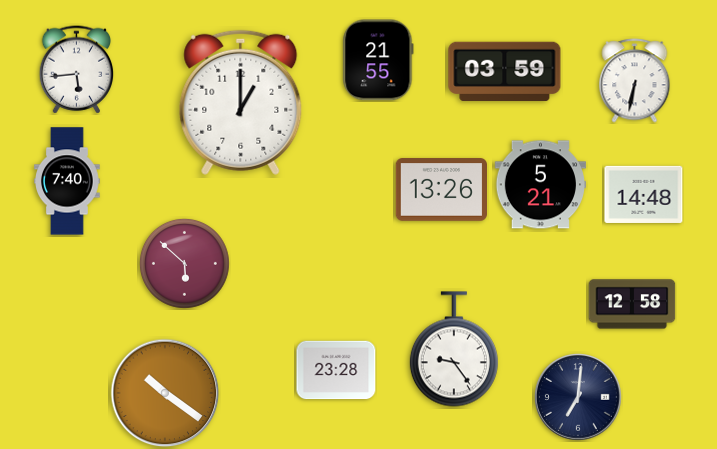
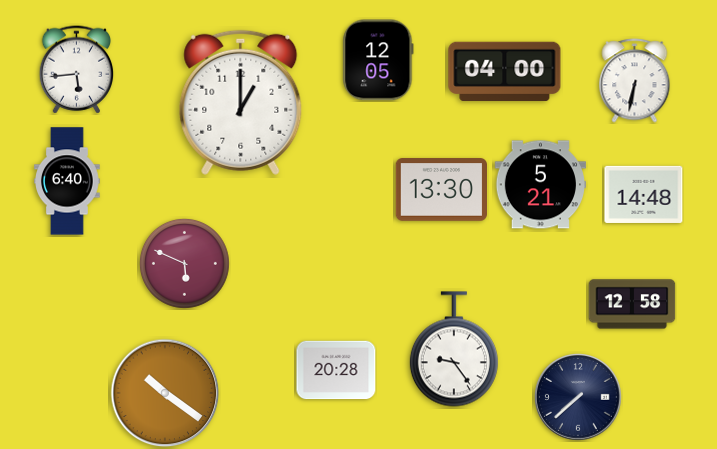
clock at (378, 60): 21:55 -> 12:05
clock at (505, 71): 03:59 -> 04:00
clock at (68, 181): 7:40 -> 6:40
clock at (441, 190): 13:26 -> 13:30
clock at (184, 263): 5:52 -> 5:49
clock at (336, 370): 23:28 -> 20:28
clock at (579, 398): 7:01 -> 7:38
